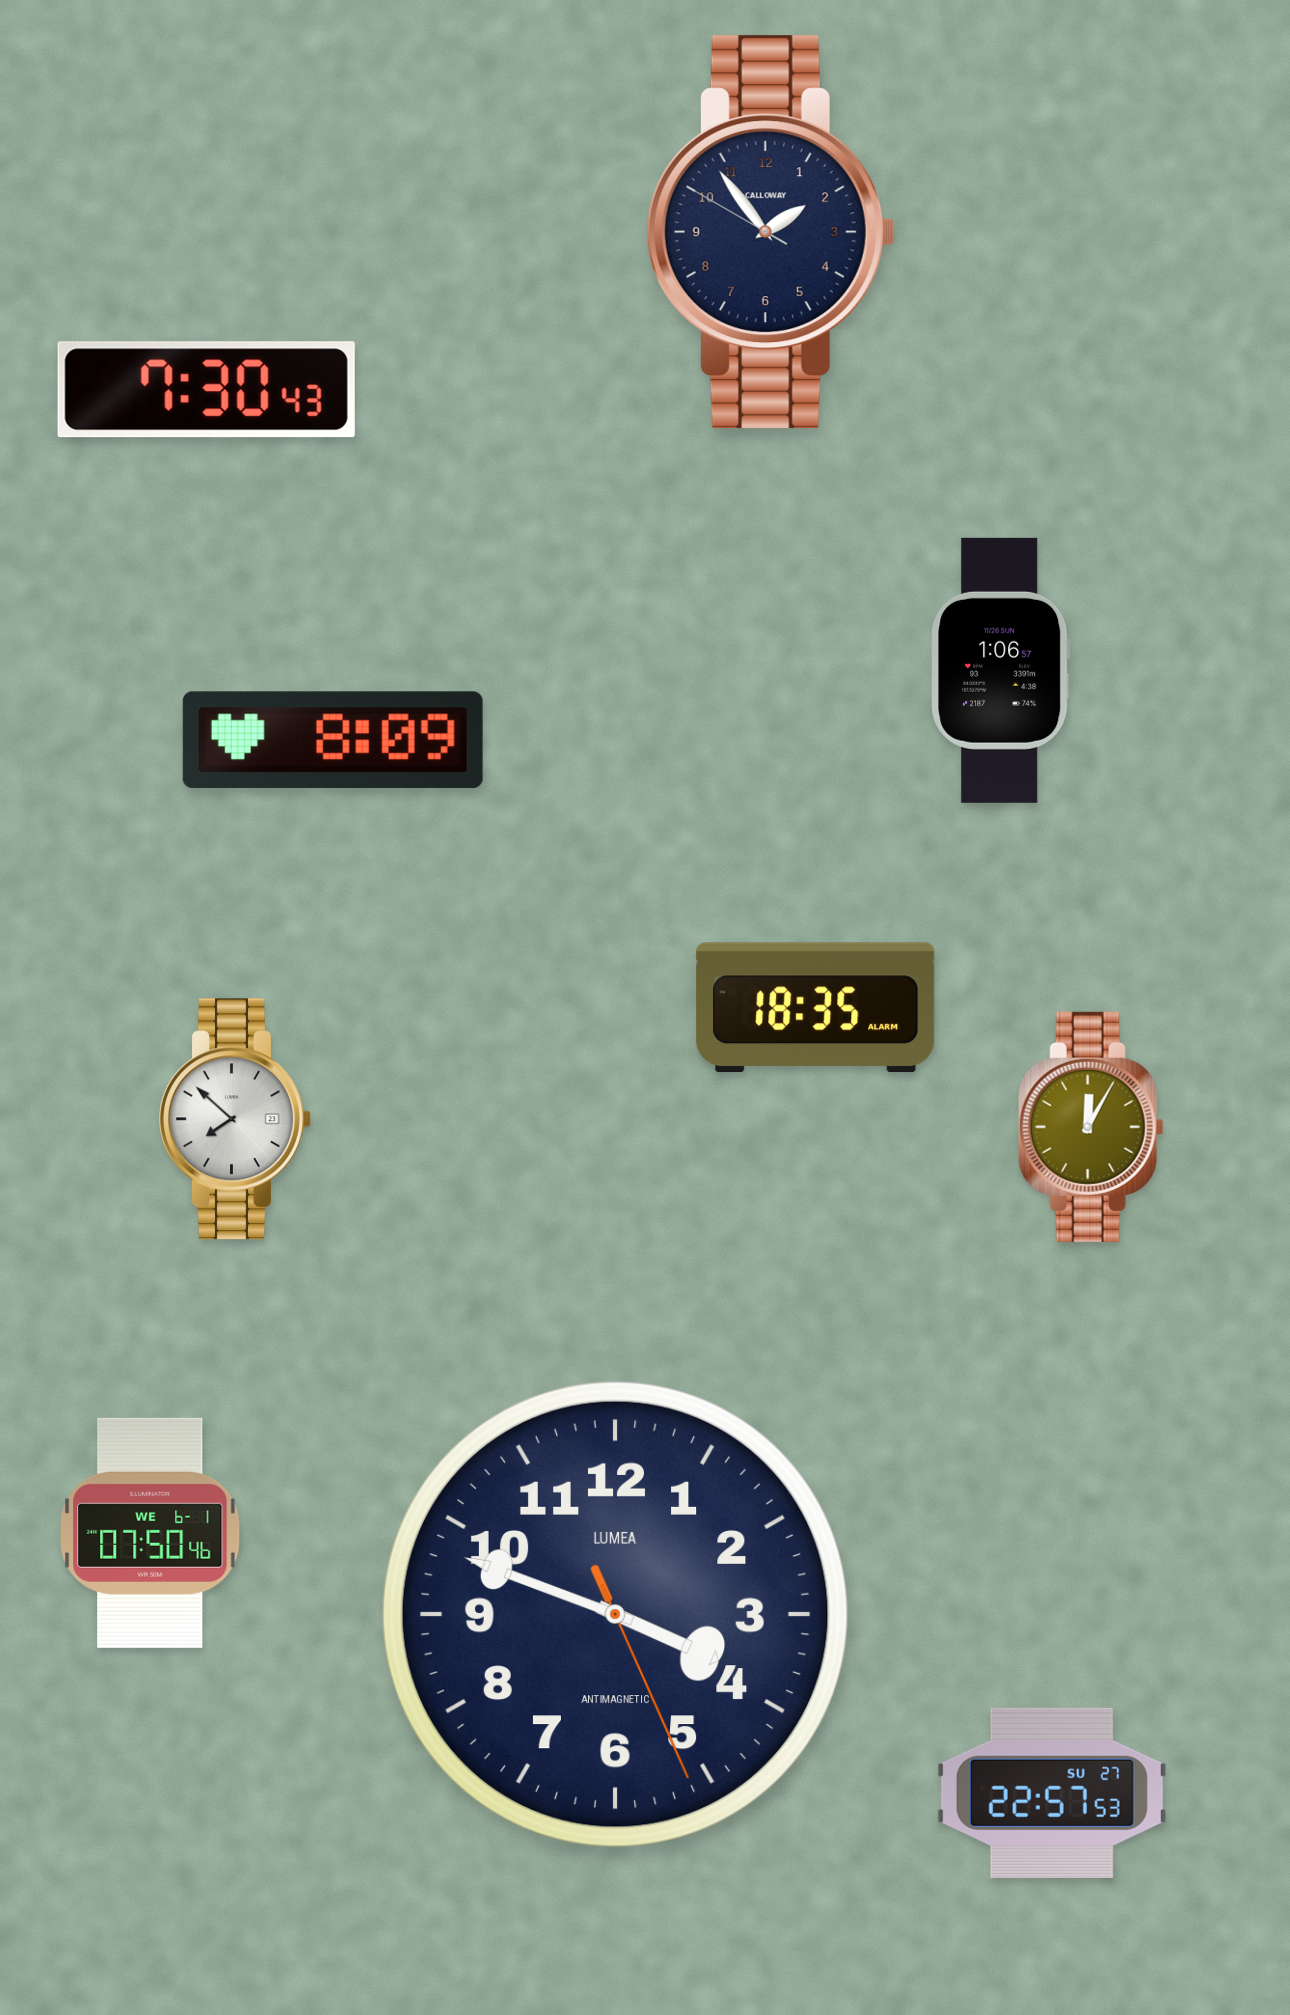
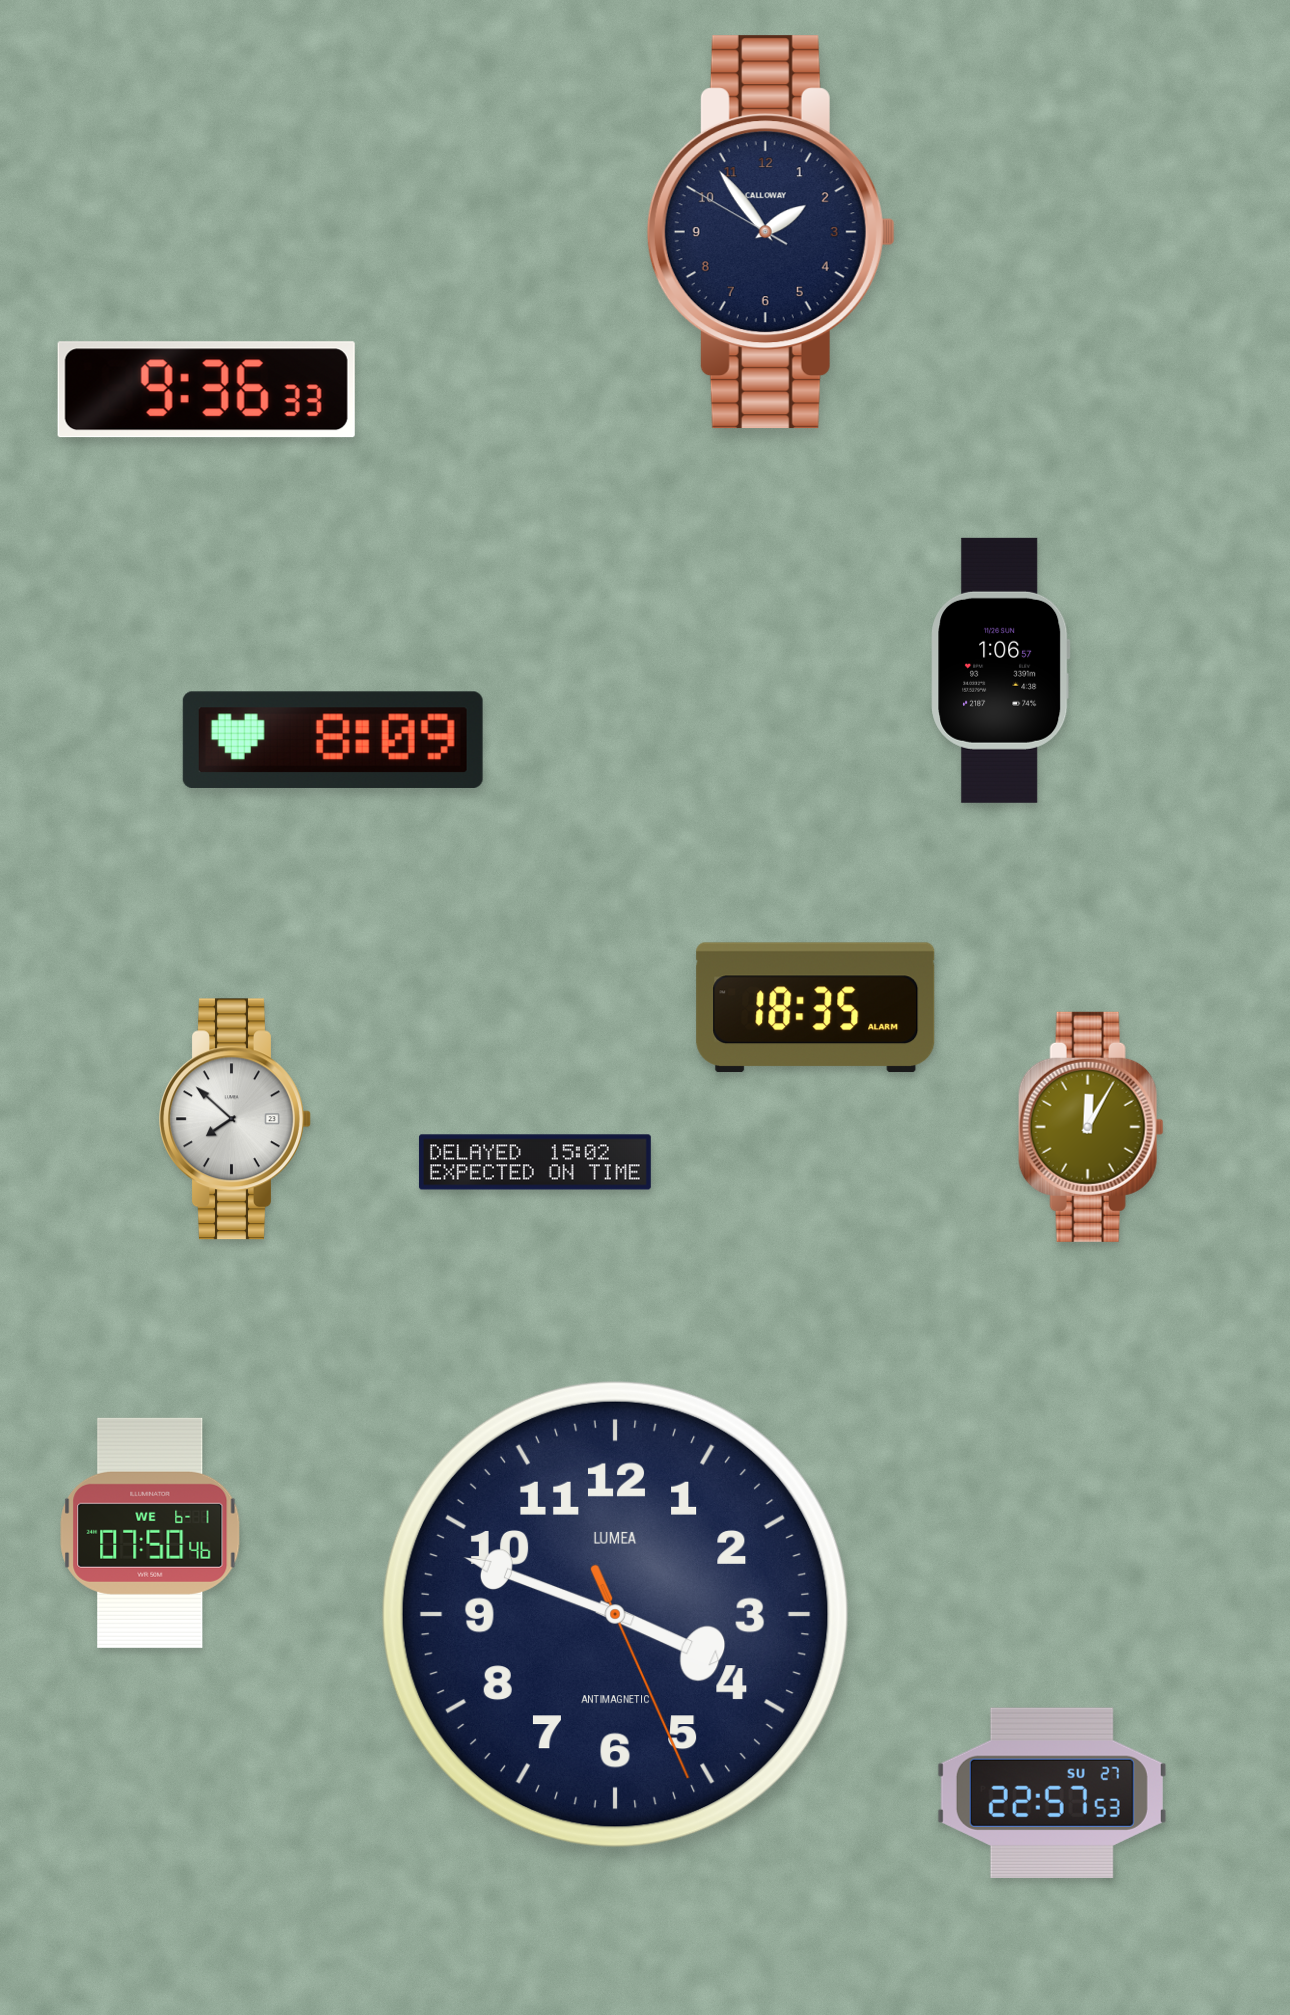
clock at (206, 390): 7:30 -> 9:36
clock at (535, 1162): none -> 15:02
